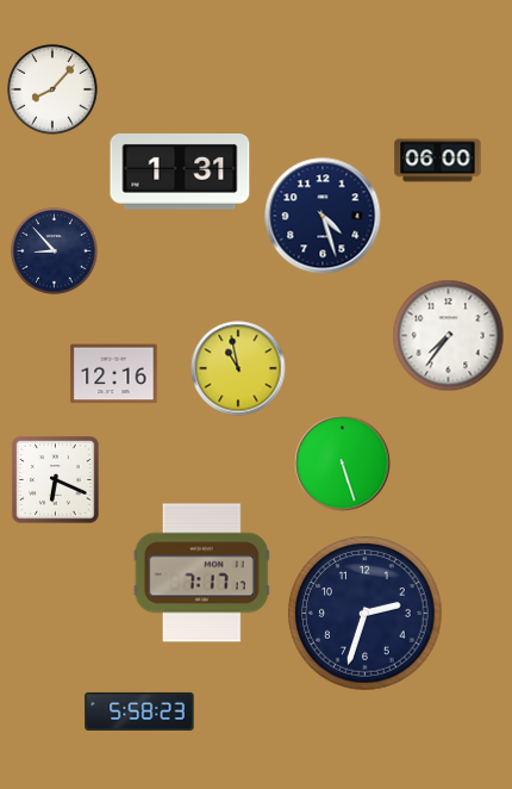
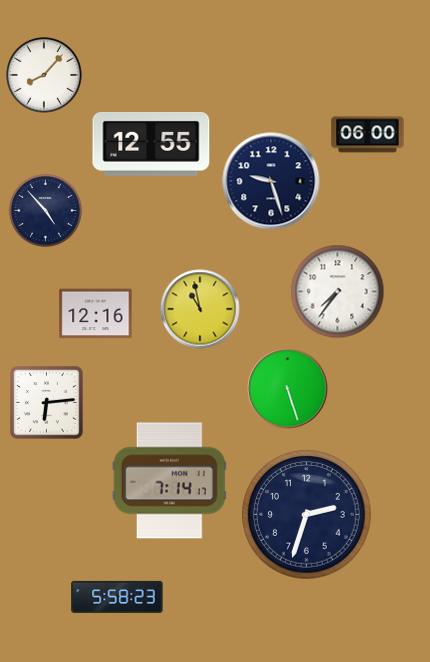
clock at (180, 172): 1:31 -> 12:55
clock at (323, 216): 4:27 -> 9:27
clock at (54, 250): 8:53 -> 4:53
clock at (449, 336) position: (449, 336) -> (338, 292)
clock at (56, 480): 6:19 -> 6:14
clock at (201, 573): 7:17 -> 7:14
